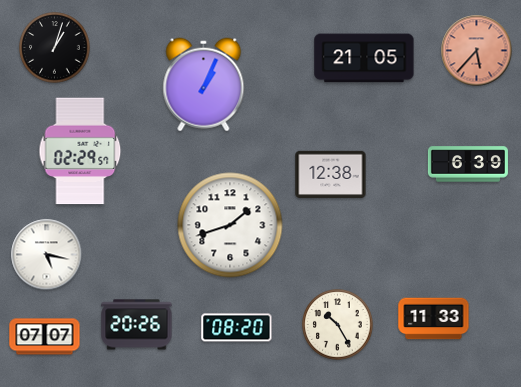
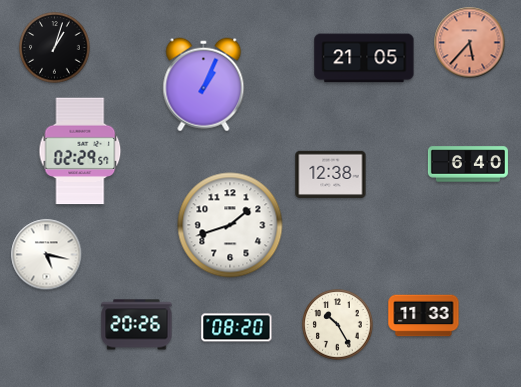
clock at (477, 51) position: (477, 51) -> (470, 43)
clock at (468, 164): 6:39 -> 6:40
clock at (434, 319) position: (434, 319) -> (424, 316)
clock at (45, 337): 07:07 -> none
